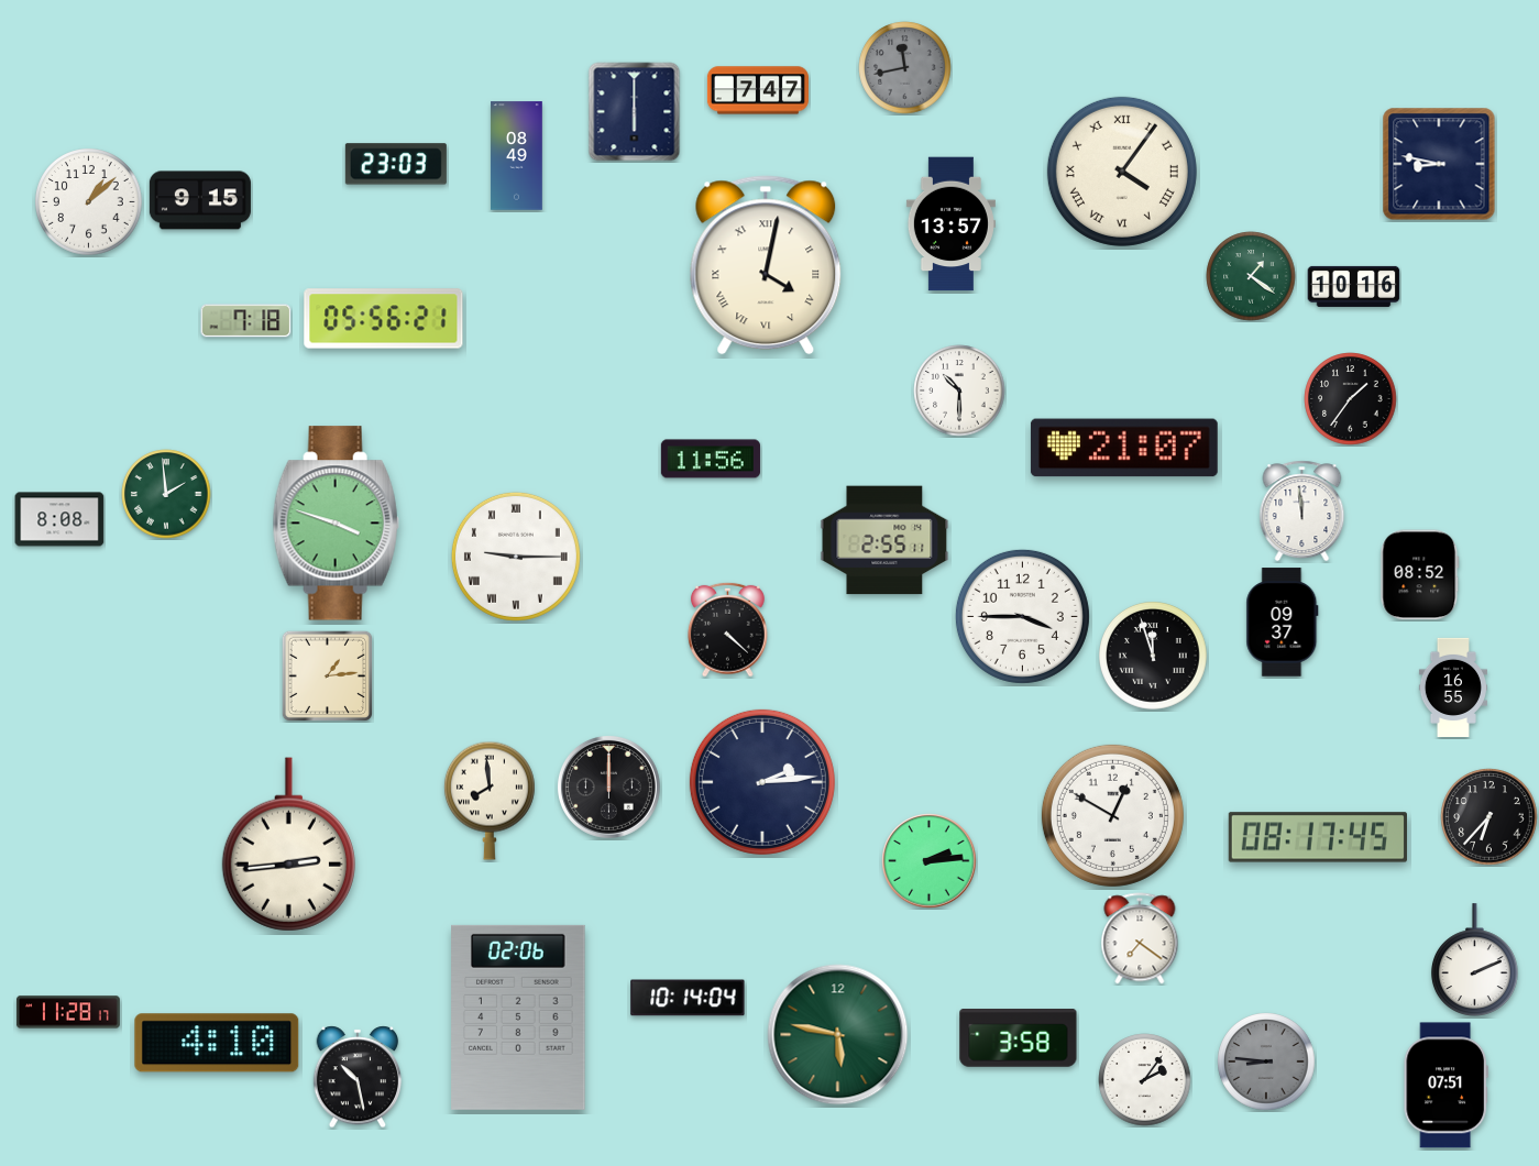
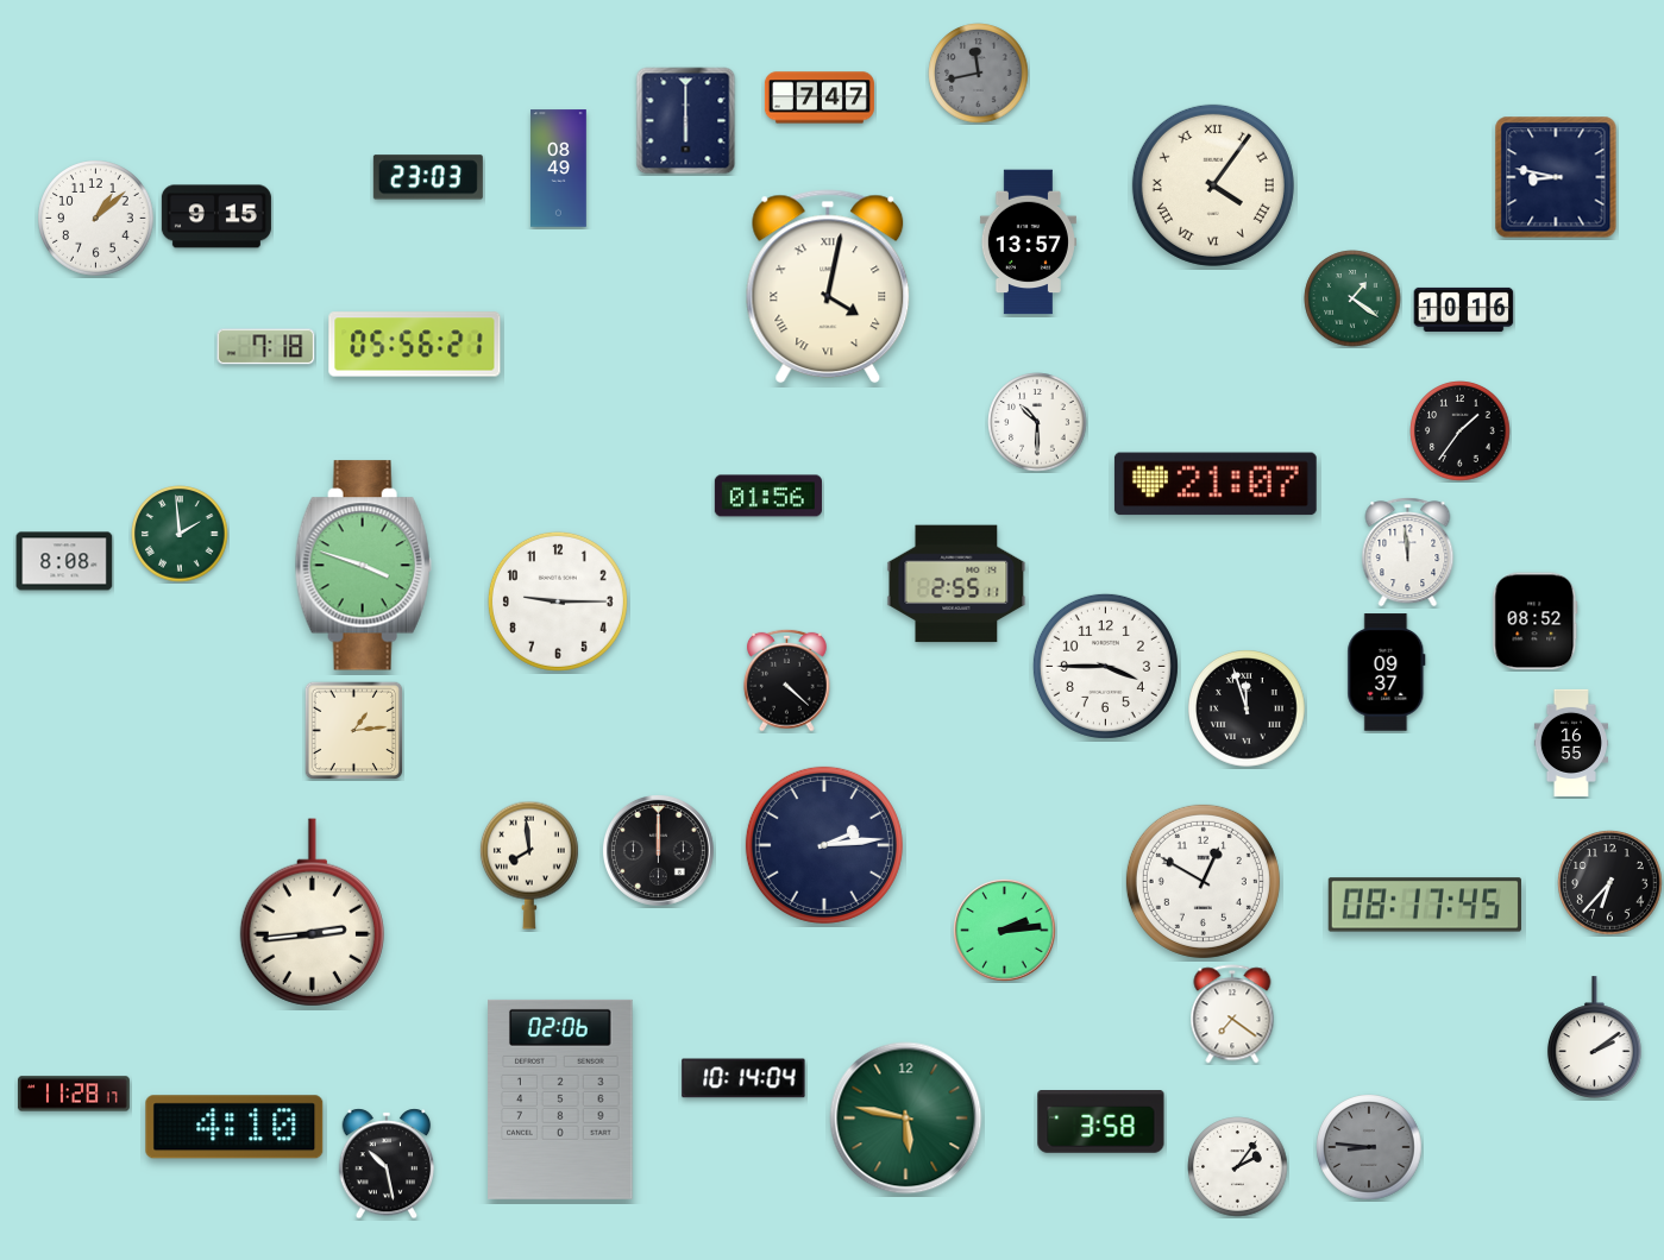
clock at (711, 459): 11:56 -> 01:56
clock at (516, 557) numerals: Roman -> Arabic
clock at (1474, 959): 2:11 -> 2:09
clock at (1445, 1086): 07:51 -> none
